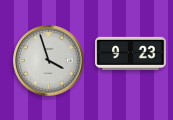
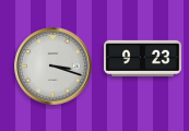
clock at (49, 61): 3:57 -> 3:18
